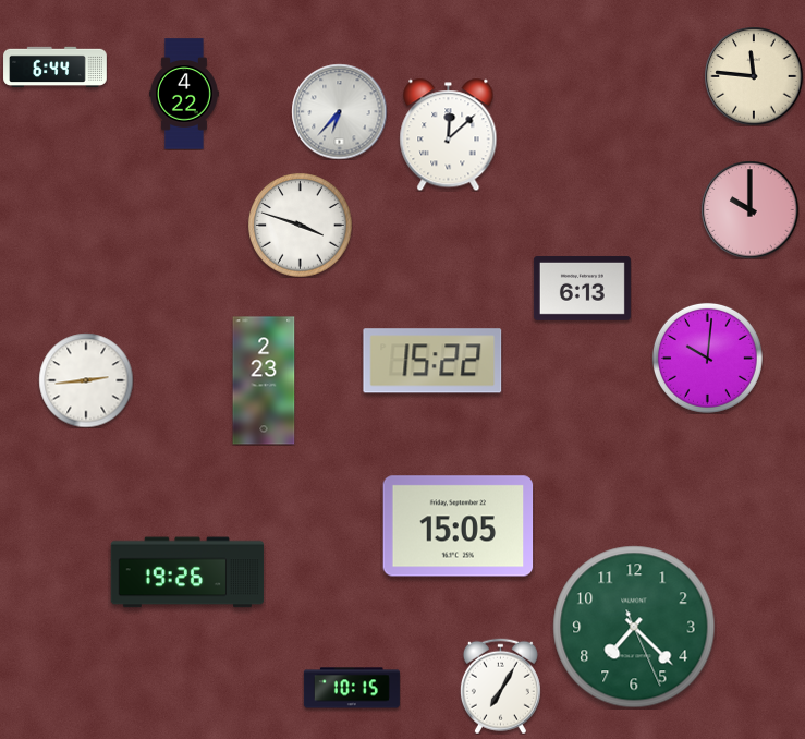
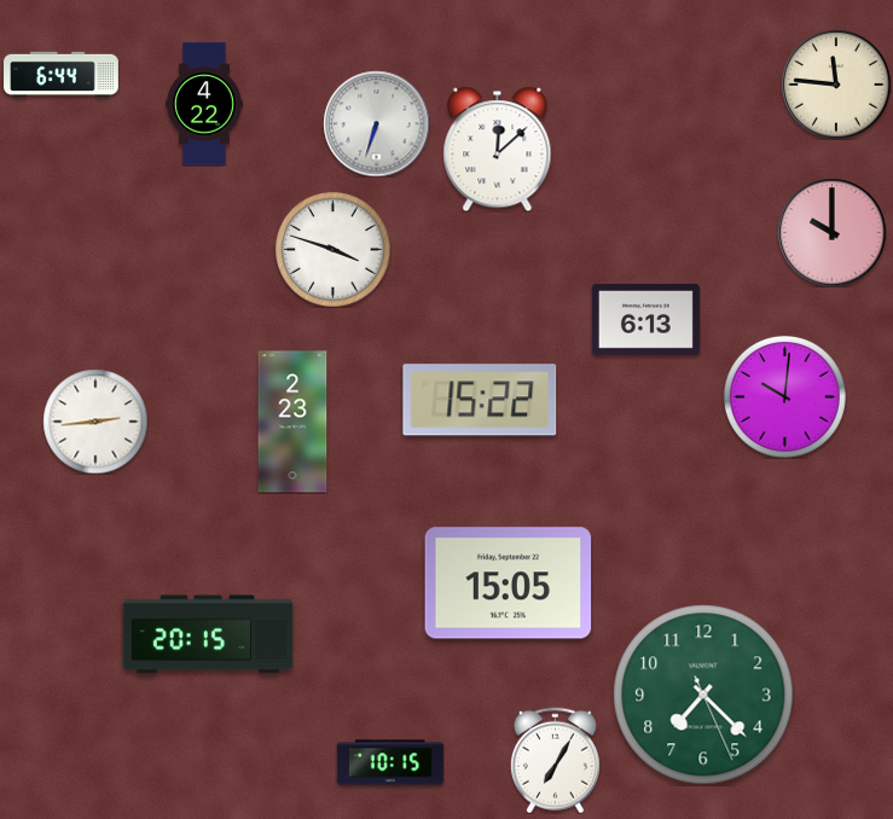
clock at (339, 111): 6:37 -> 6:33
clock at (187, 572): 19:26 -> 20:15
